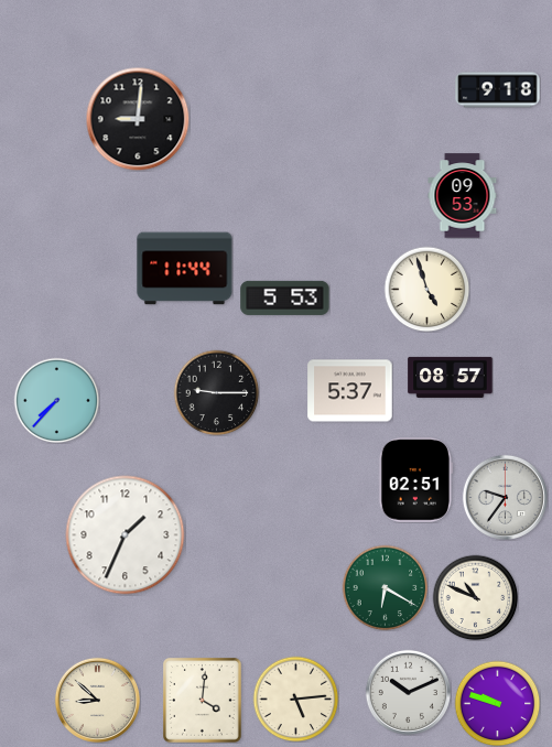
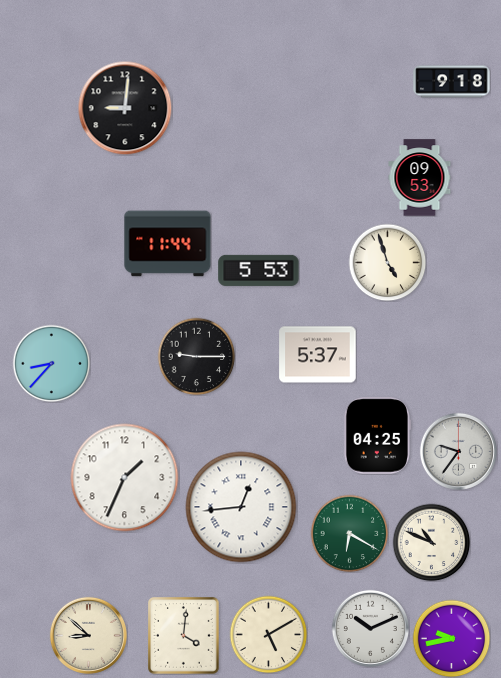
clock at (451, 377): 08:57 -> none
clock at (56, 400): 7:37 -> 8:37
clock at (416, 480): 02:51 -> 04:25
clock at (126, 535) position: (126, 535) -> (125, 478)
clock at (241, 507): none -> 12:44
clock at (295, 699): 5:14 -> 5:10
clock at (497, 703): 9:48 -> 9:43
